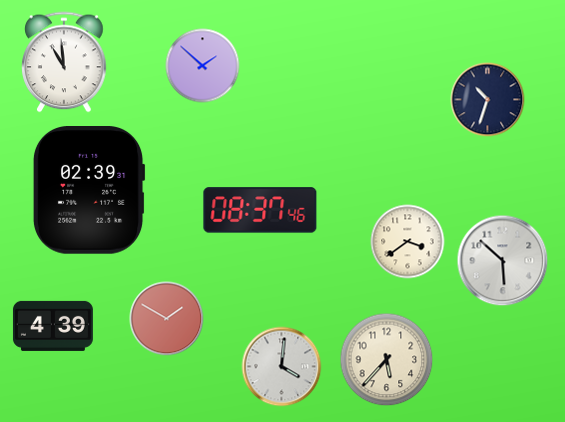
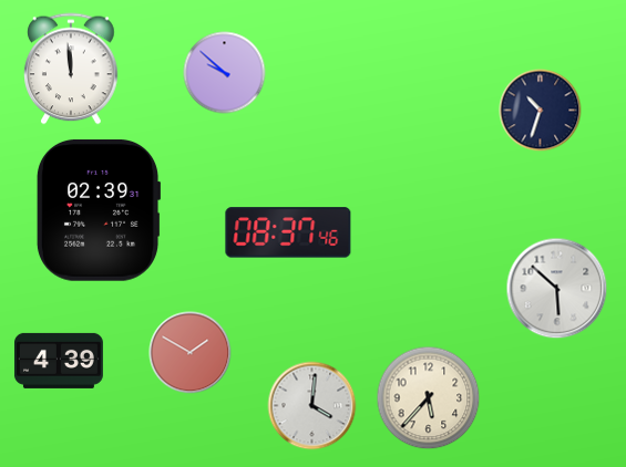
clock at (64, 62): 10:59 -> 11:59
clock at (203, 66): 1:52 -> 9:52
clock at (408, 242): 3:39 -> none
clock at (167, 319) position: (167, 319) -> (191, 353)
